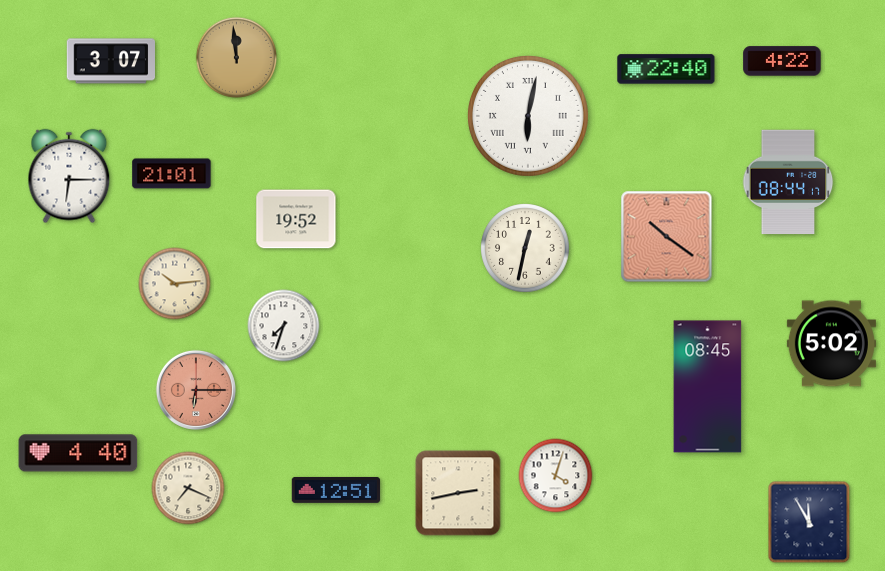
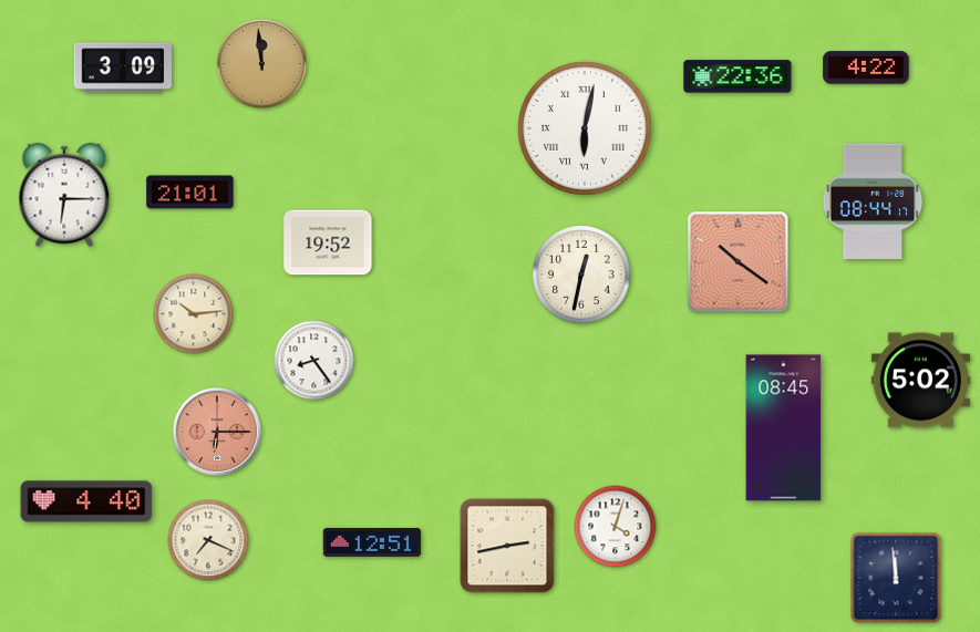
clock at (110, 61): 3:07 -> 3:09
clock at (666, 69): 22:40 -> 22:36
clock at (69, 176) position: (69, 176) -> (64, 195)
clock at (284, 326): 7:33 -> 8:24
clock at (809, 522): 11:55 -> 11:59
